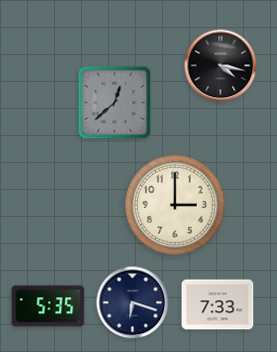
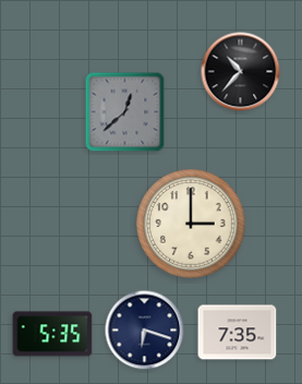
clock at (221, 66): 4:17 -> 10:37
clock at (218, 305): 7:33 -> 7:35
